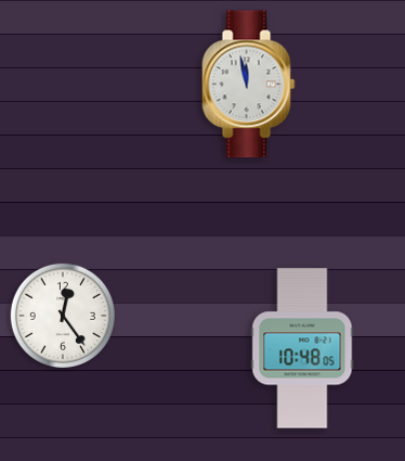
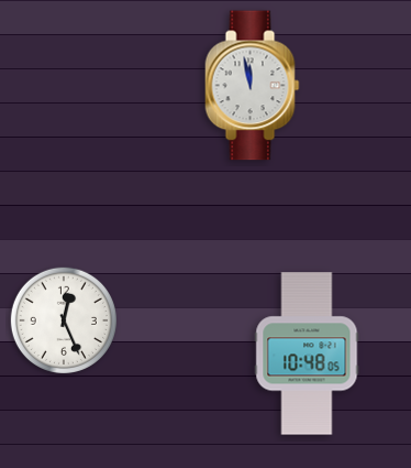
clock at (63, 316): 12:24 -> 12:26
